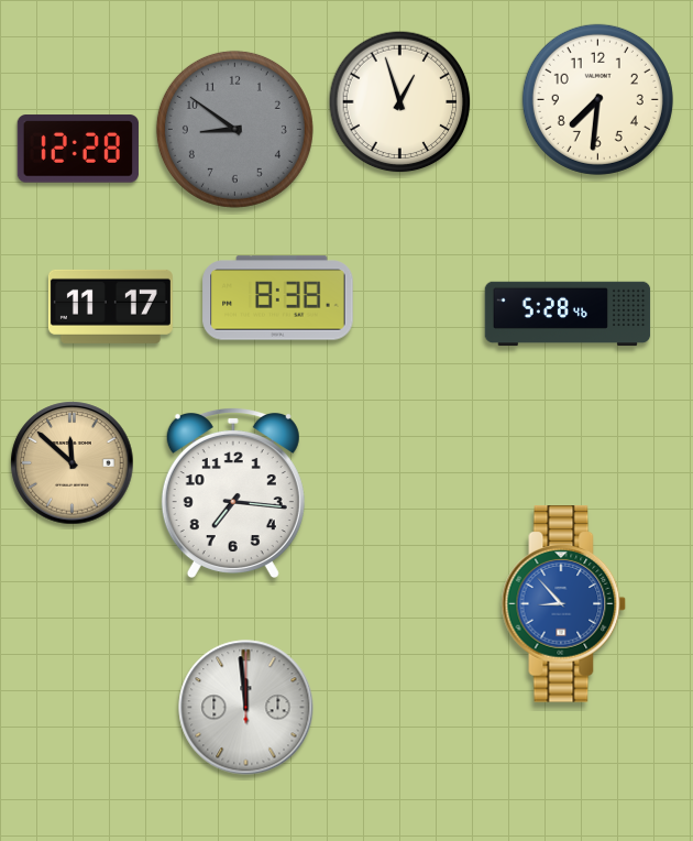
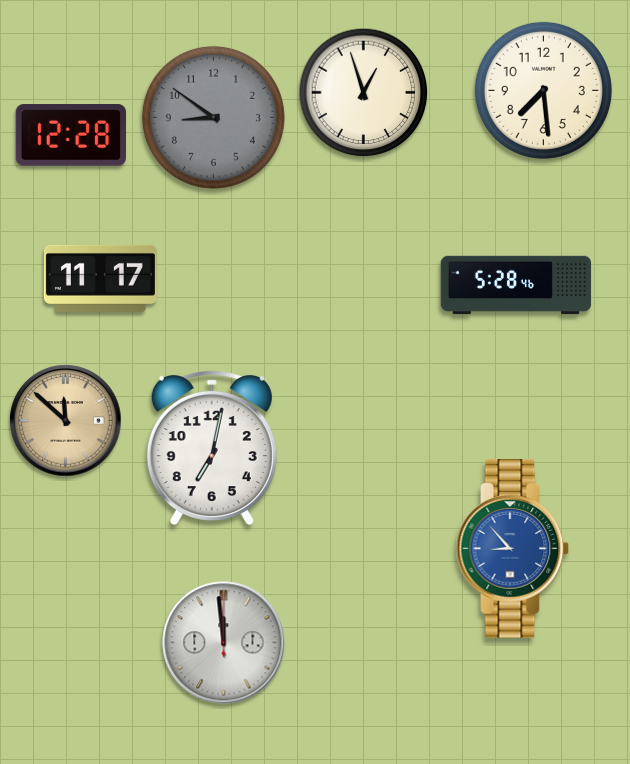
clock at (597, 99): 7:31 -> 7:29
clock at (278, 298): 8:38 -> none
clock at (233, 492): 7:16 -> 7:02
